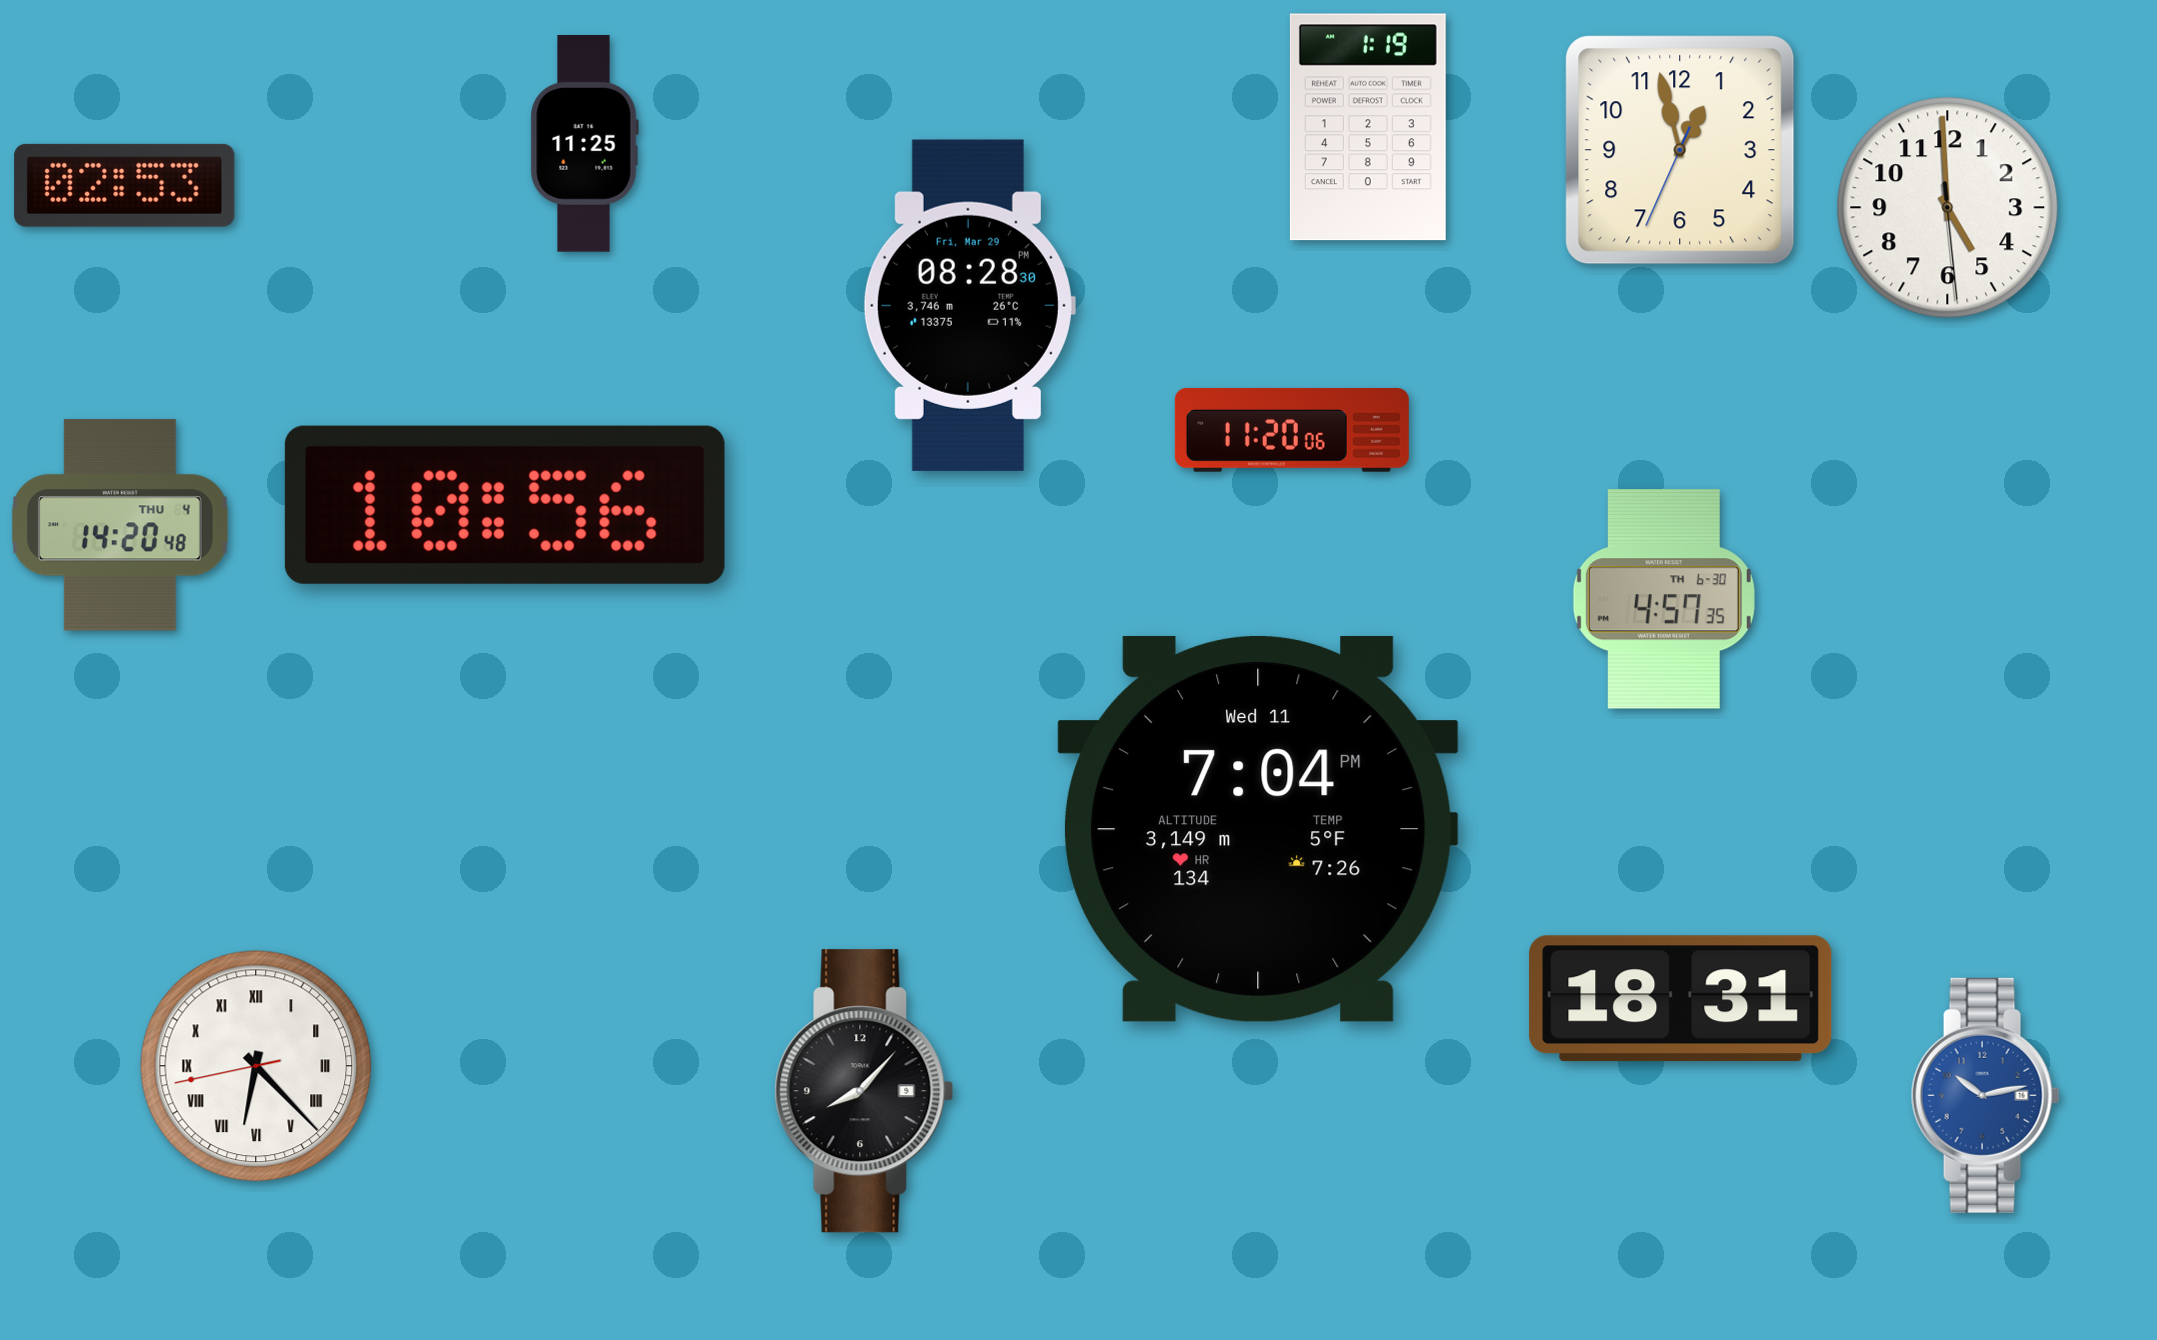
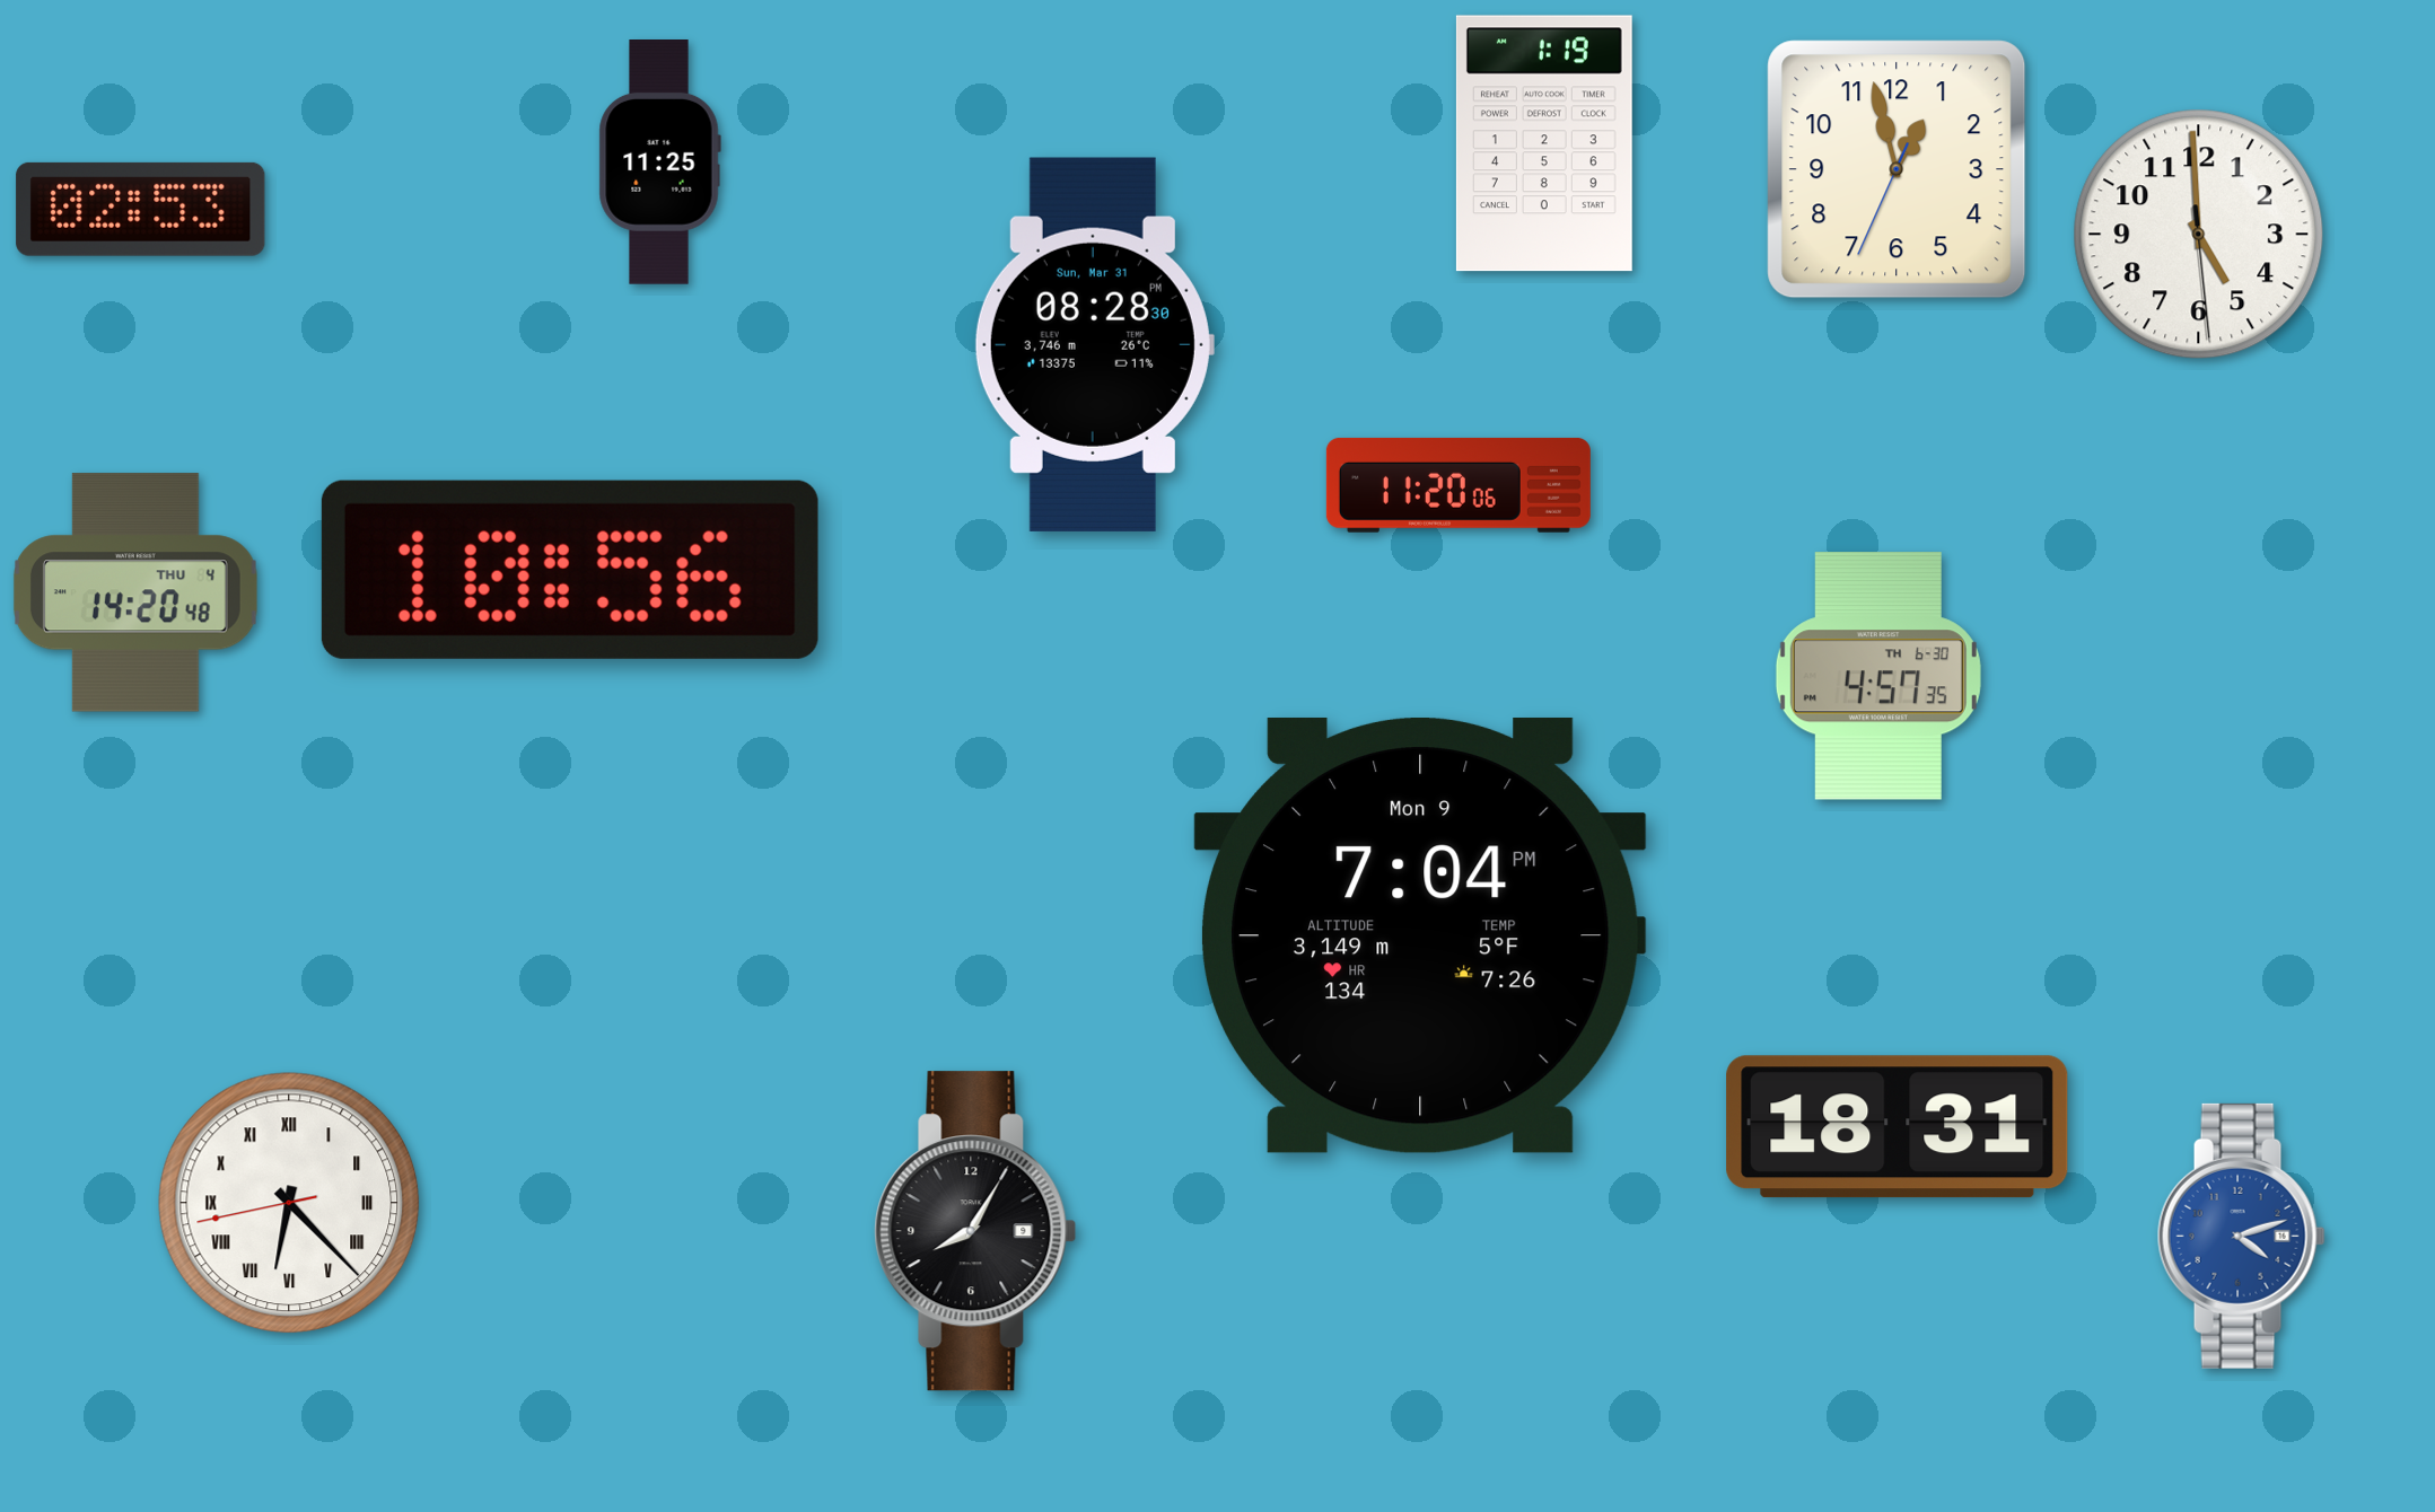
clock at (969, 305) date: Fri, Mar 29 -> Sun, Mar 31
clock at (1258, 829) date: Wed 11 -> Mon 9
clock at (864, 1091): 8:07 -> 8:05
clock at (1985, 1095): 10:13 -> 4:12
